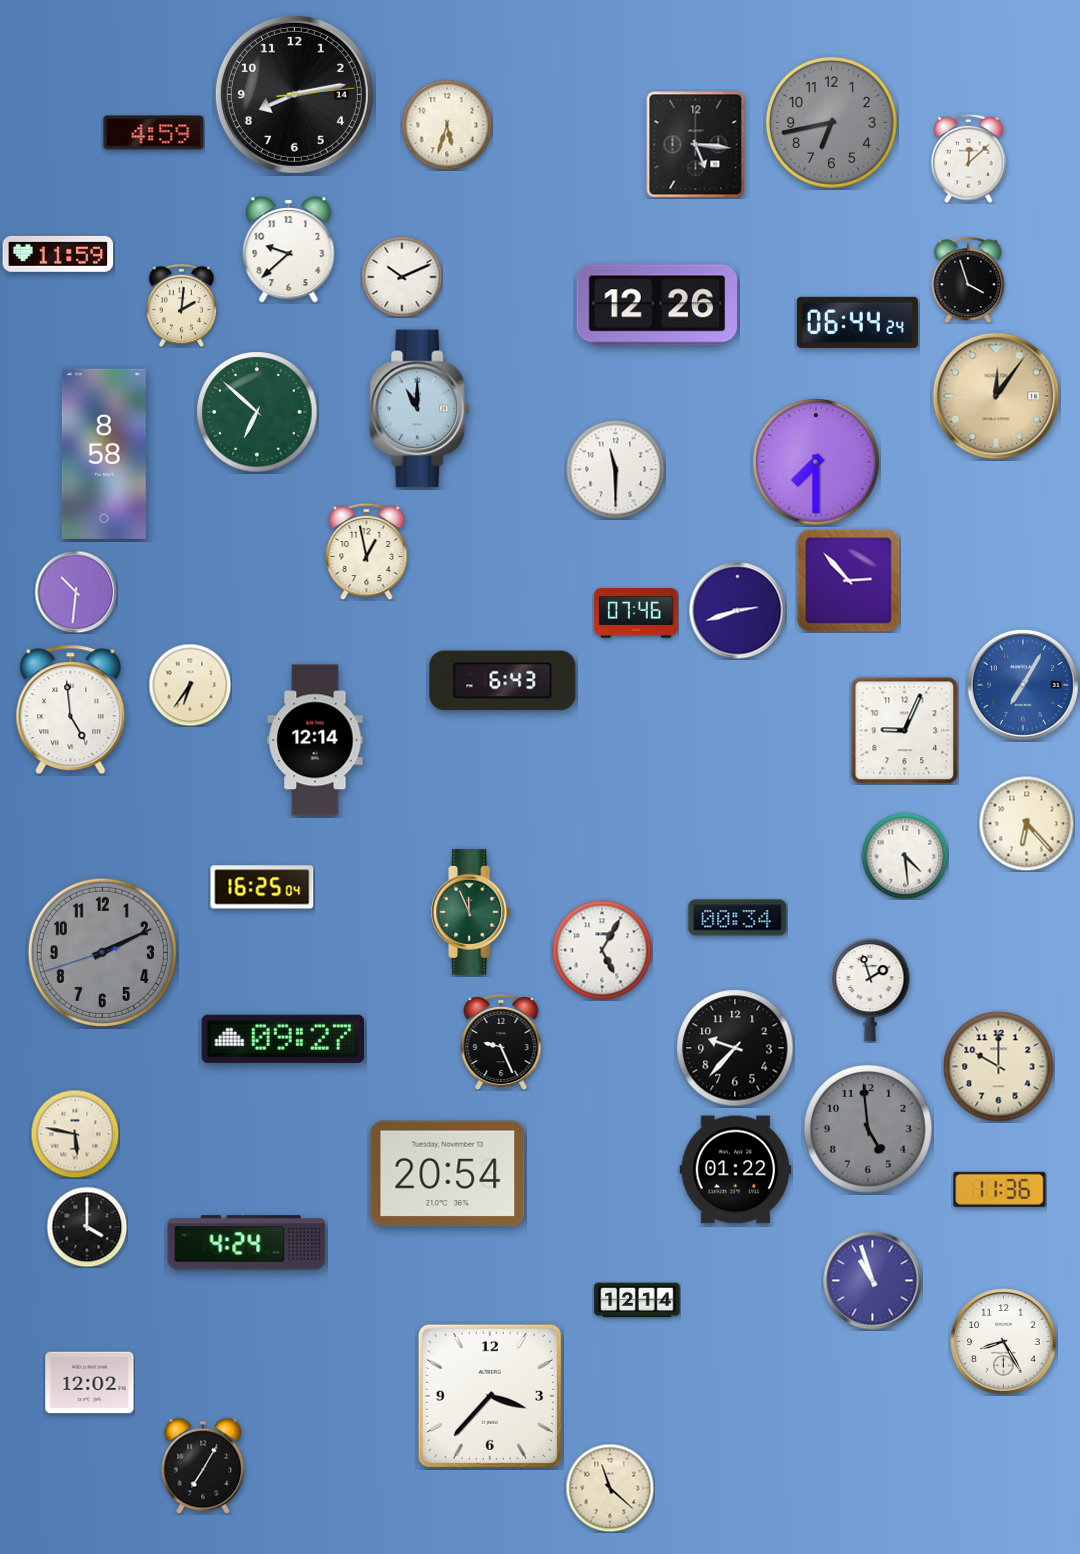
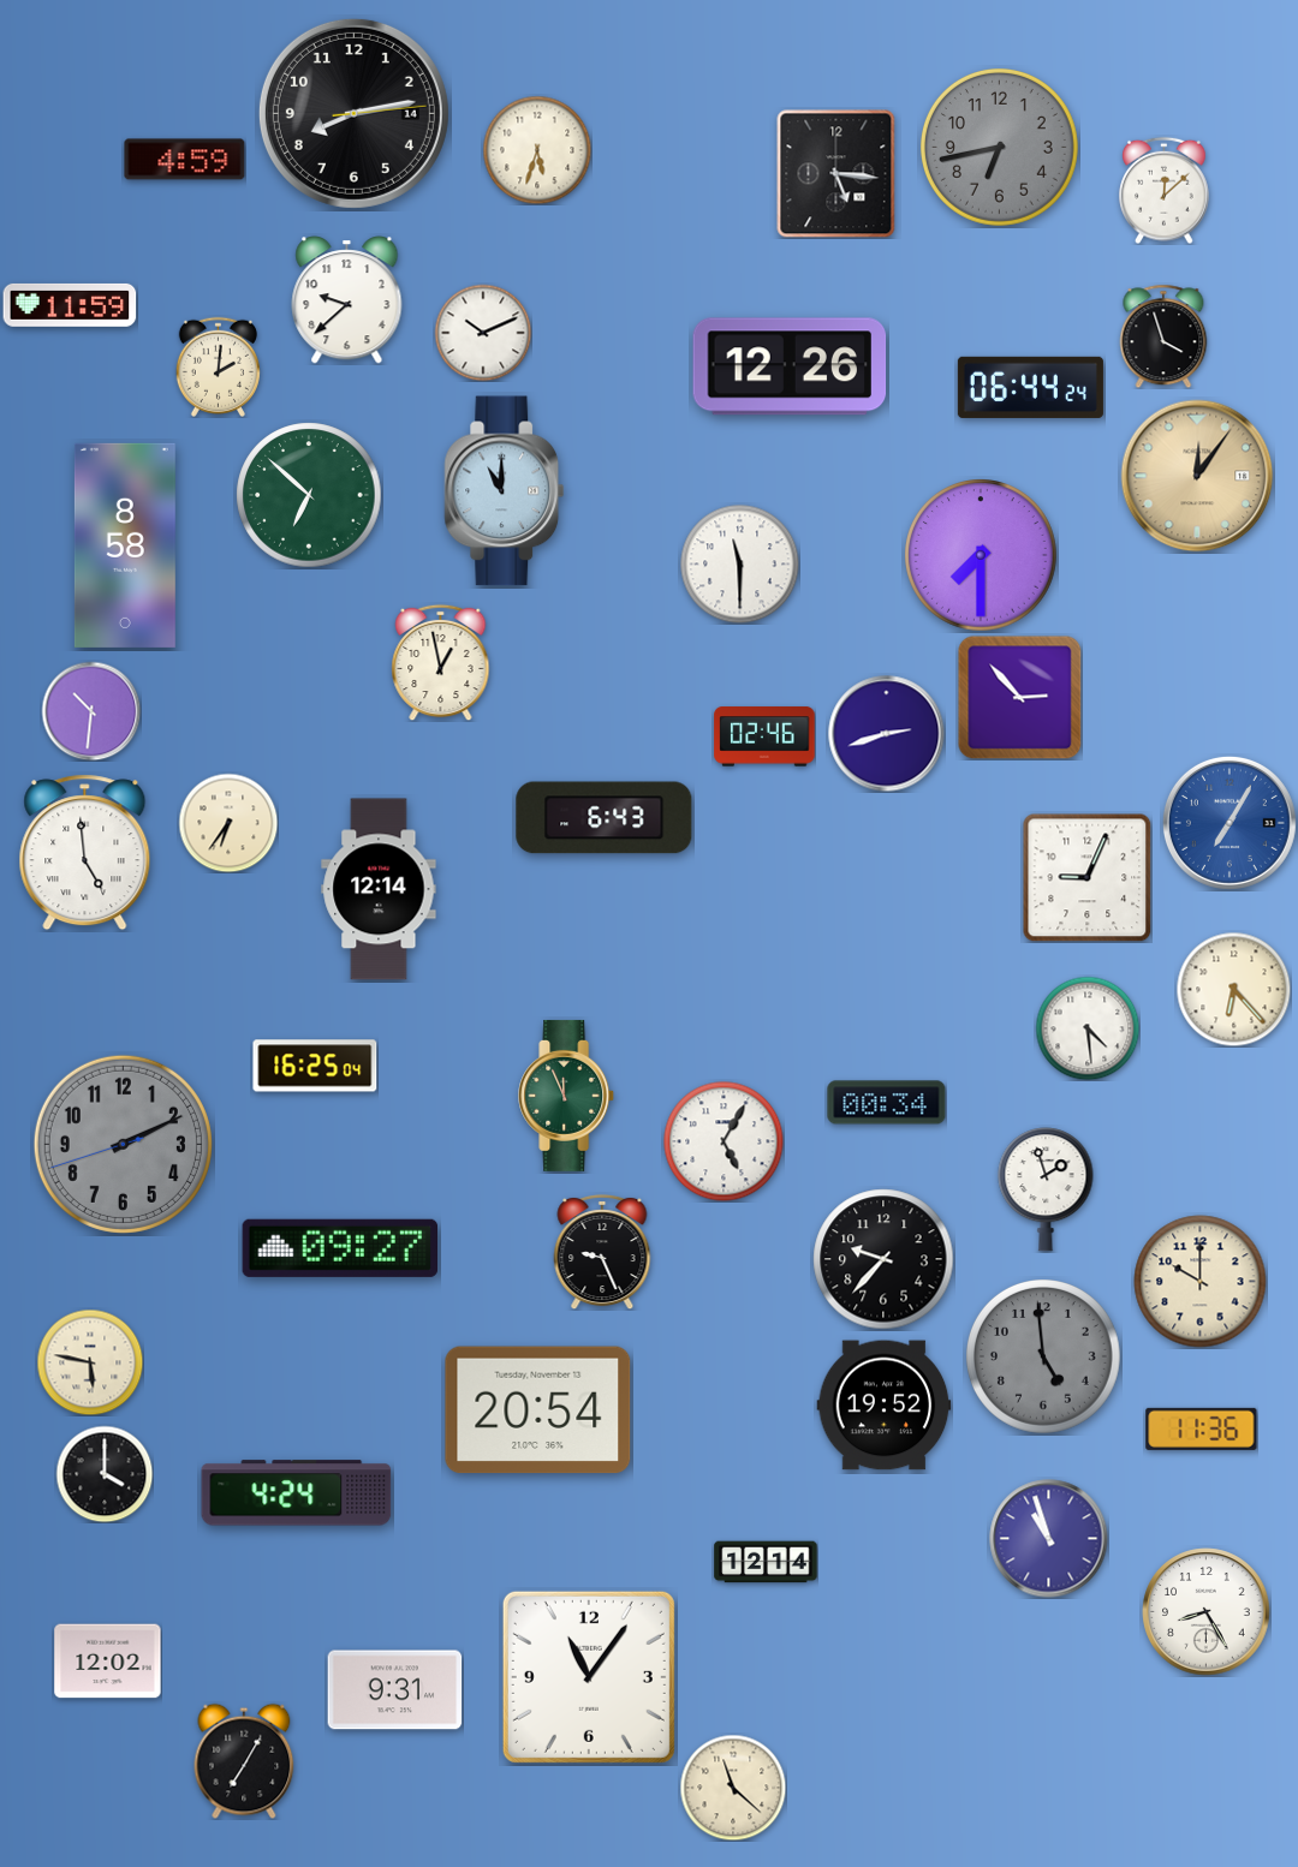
clock at (636, 613): 07:46 -> 02:46
clock at (736, 1170): 01:22 -> 19:52
clock at (490, 1396): 3:37 -> 11:06
clock at (395, 1690): none -> 9:31
